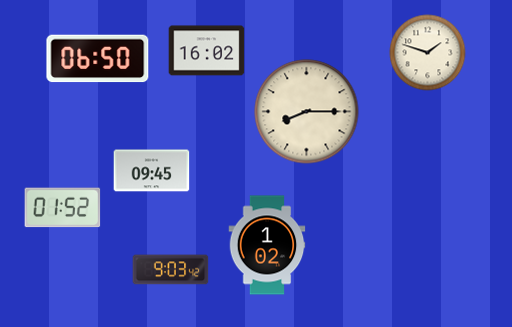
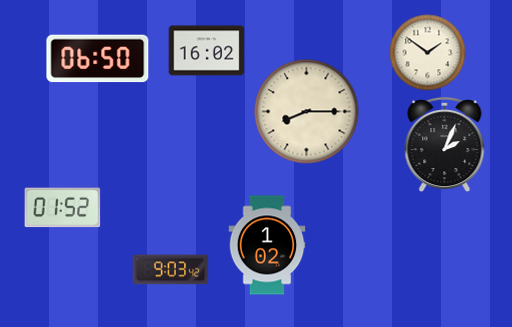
clock at (428, 53): 1:48 -> 1:51
clock at (445, 145): none -> 2:04
clock at (152, 171): 09:45 -> none
